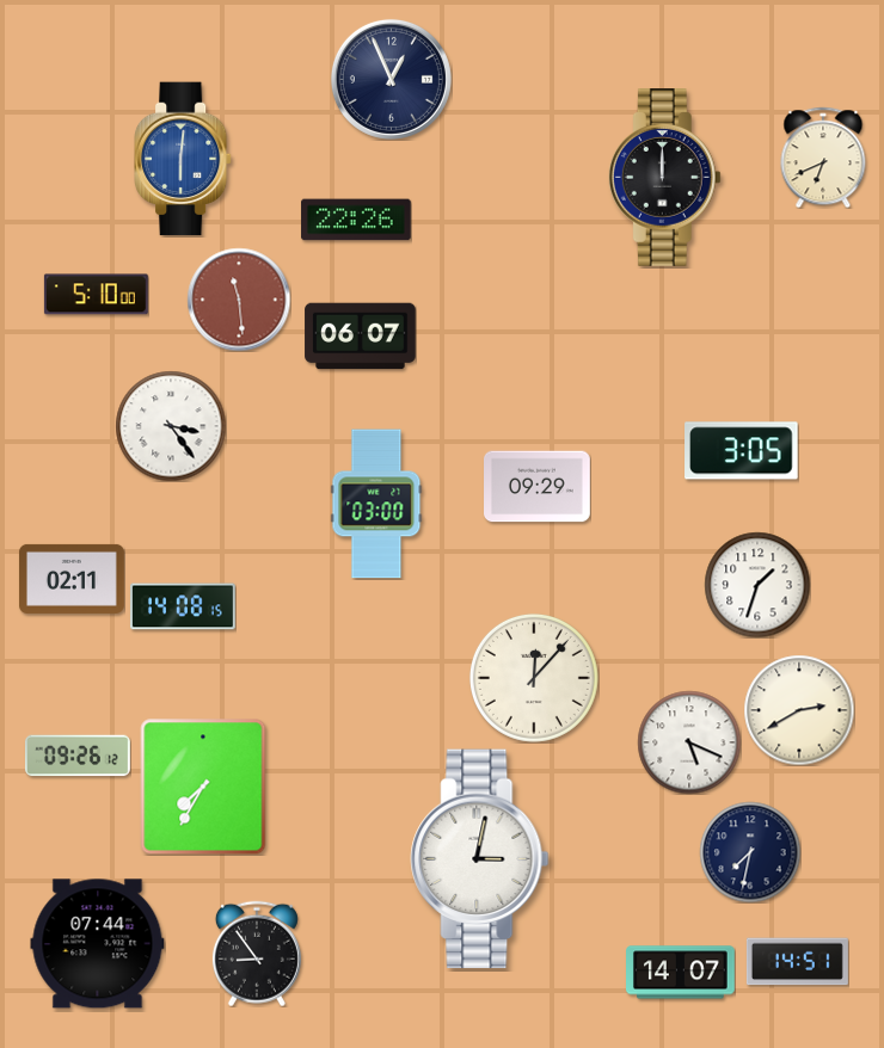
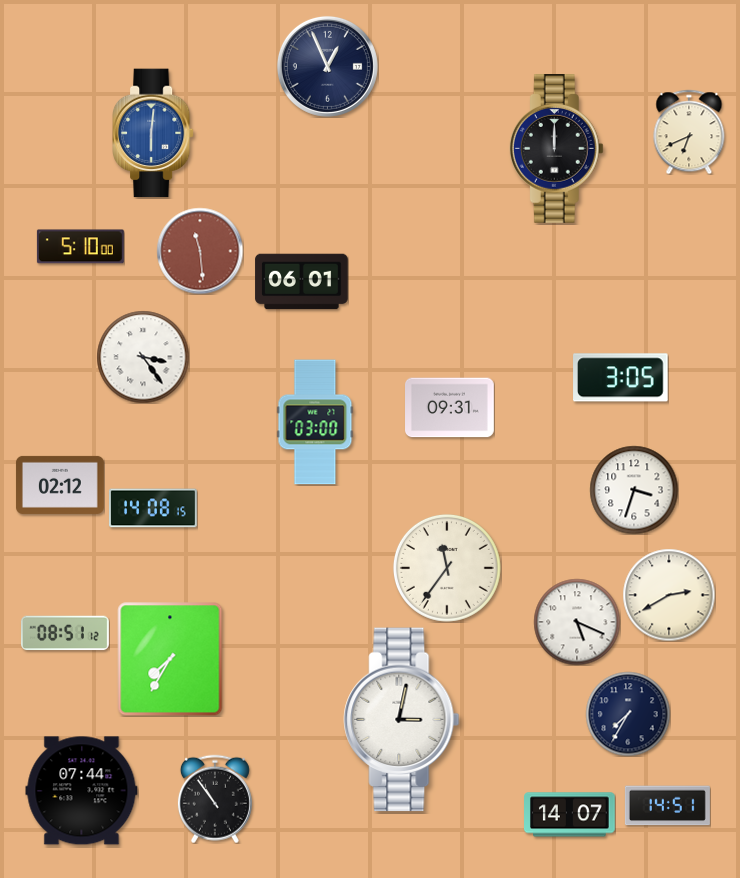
clock at (356, 220): 22:26 -> none
clock at (361, 337): 06:07 -> 06:01
clock at (538, 487): 09:29 -> 09:31
clock at (72, 579): 02:11 -> 02:12
clock at (757, 585): 1:33 -> 3:33
clock at (534, 678): 12:07 -> 11:36
clock at (78, 756): 09:26 -> 08:51
clock at (750, 852): 7:32 -> 7:35
clock at (257, 954): 8:54 -> 10:54
